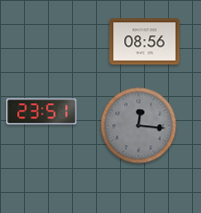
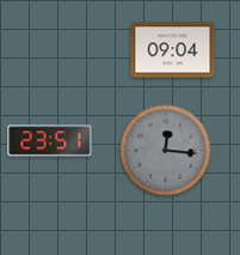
clock at (145, 42): 08:56 -> 09:04
clock at (42, 112) position: (42, 112) -> (50, 141)
